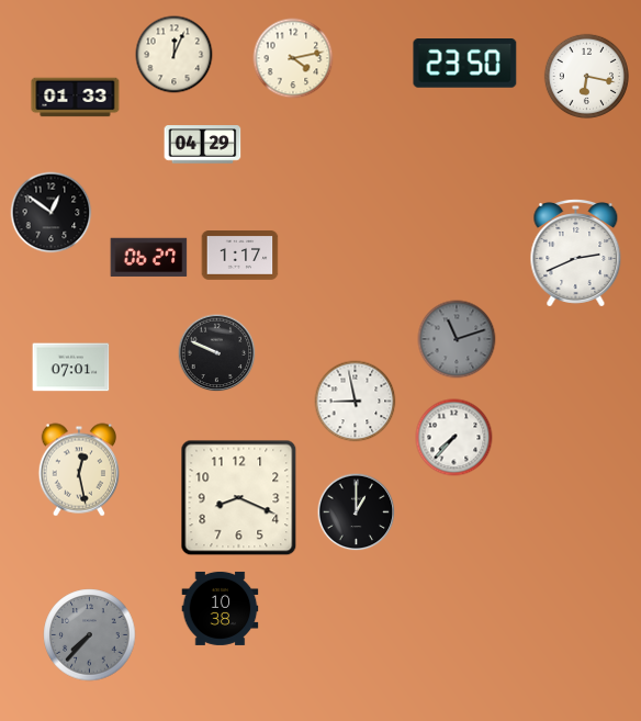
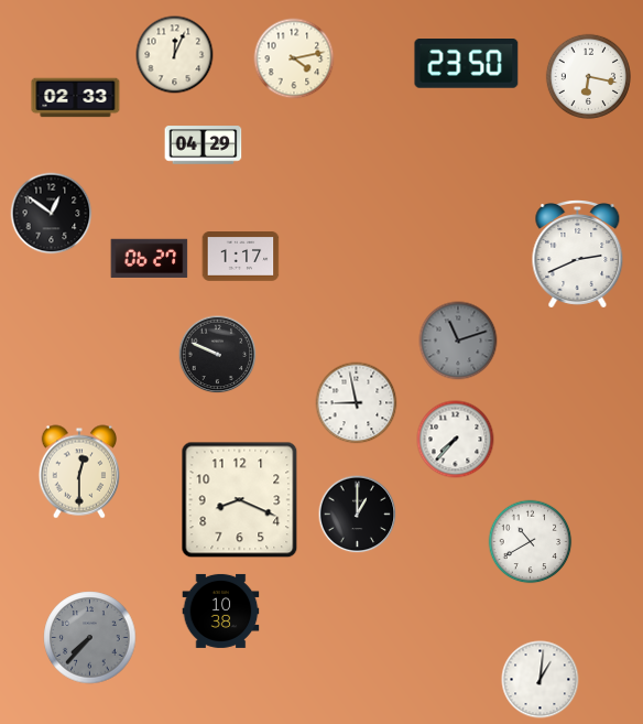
clock at (76, 98): 01:33 -> 02:33
clock at (71, 368): 07:01 -> none
clock at (78, 470): 12:28 -> 12:30
clock at (531, 542): none -> 10:40
clock at (541, 680): none -> 1:01
